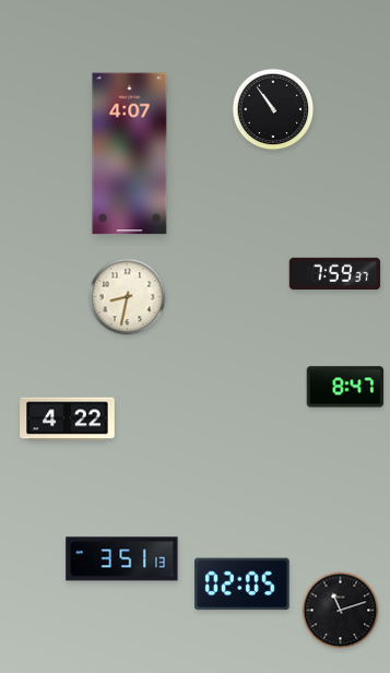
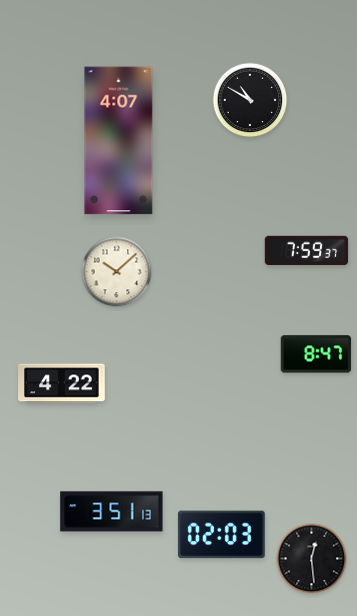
clock at (273, 109): 10:54 -> 10:50
clock at (128, 297): 8:32 -> 10:08
clock at (243, 585): 02:05 -> 02:03
clock at (341, 611): 11:12 -> 12:29
